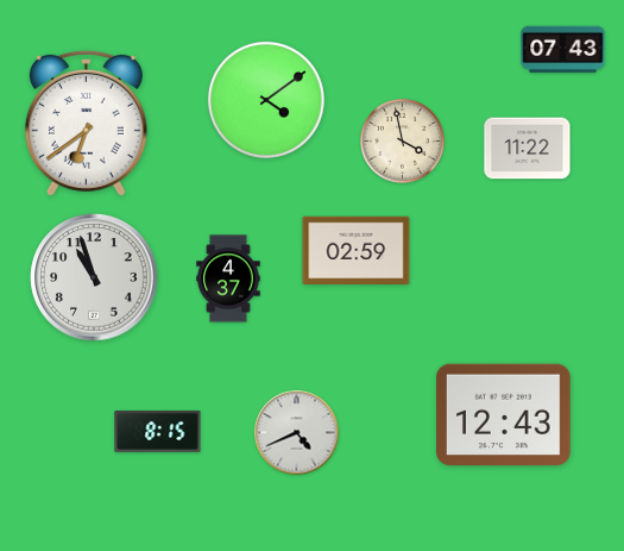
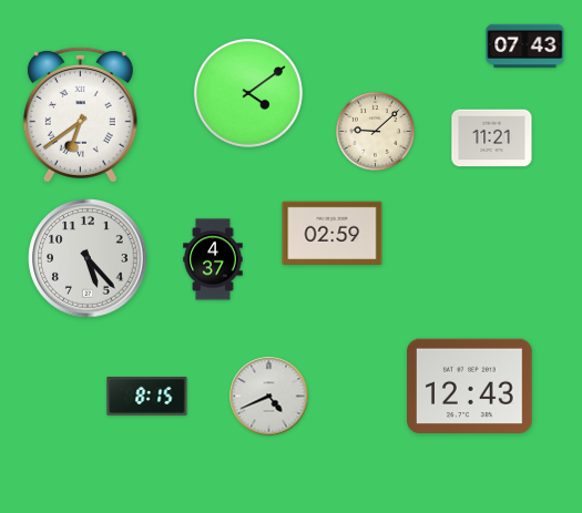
clock at (403, 142): 3:58 -> 9:08
clock at (528, 149): 11:22 -> 11:21
clock at (94, 277): 10:57 -> 5:23
clock at (158, 431) position: (158, 431) -> (147, 396)
clock at (297, 433) position: (297, 433) -> (269, 397)
